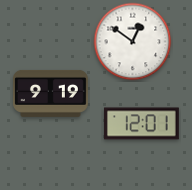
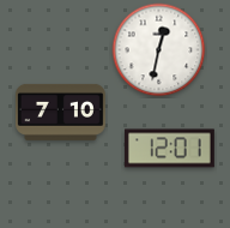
clock at (133, 42): 12:51 -> 12:32
clock at (51, 93): 9:19 -> 7:10
